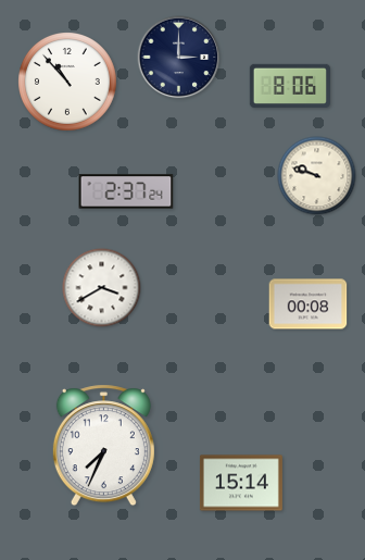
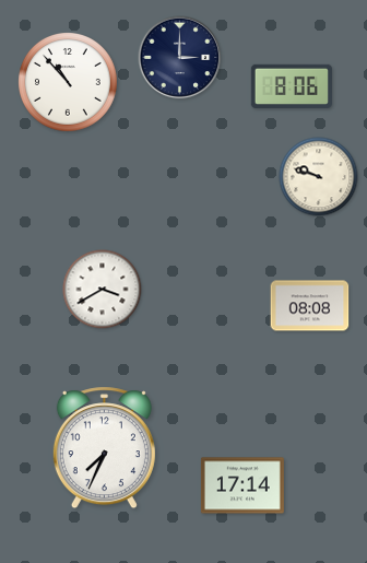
clock at (126, 191): 2:37 -> none
clock at (309, 304): 00:08 -> 08:08
clock at (241, 483): 15:14 -> 17:14
